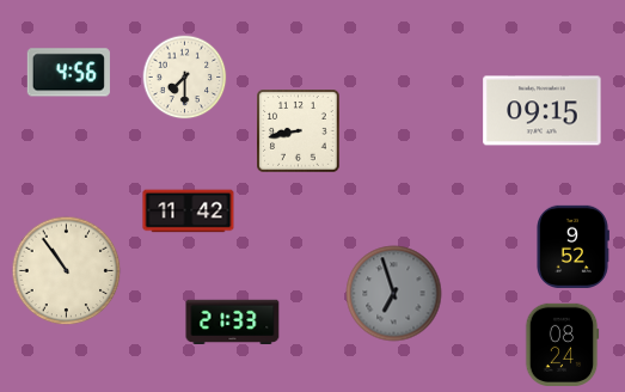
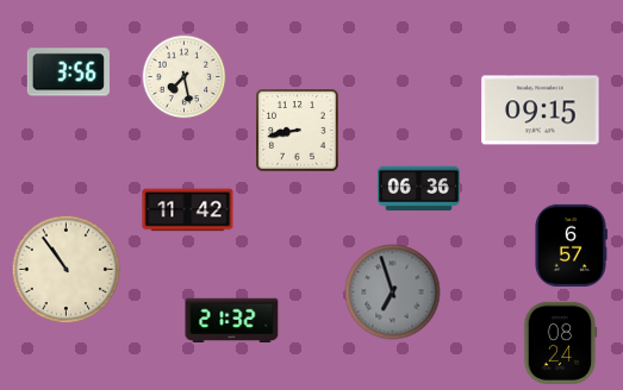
clock at (68, 73): 4:56 -> 3:56
clock at (185, 78): 7:30 -> 7:28
clock at (418, 189): none -> 06:36
clock at (574, 246): 9:52 -> 6:57
clock at (233, 321): 21:33 -> 21:32
